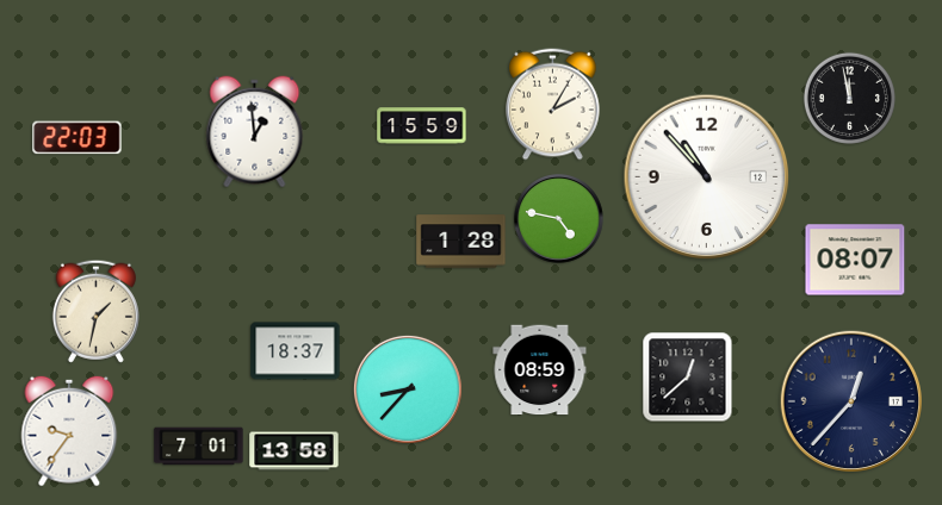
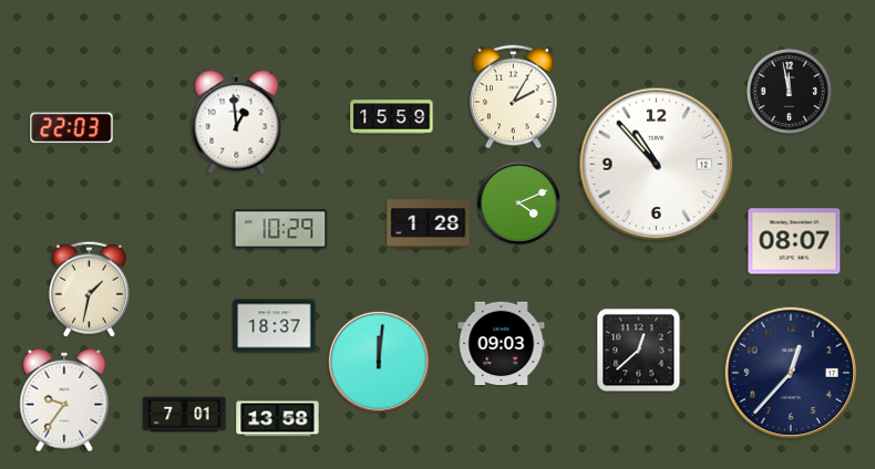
clock at (559, 219): 4:47 -> 4:11
clock at (280, 229): none -> 10:29
clock at (540, 370): 08:59 -> 09:03
clock at (408, 389): 8:37 -> 12:01
clock at (295, 451) position: (295, 451) -> (278, 419)
